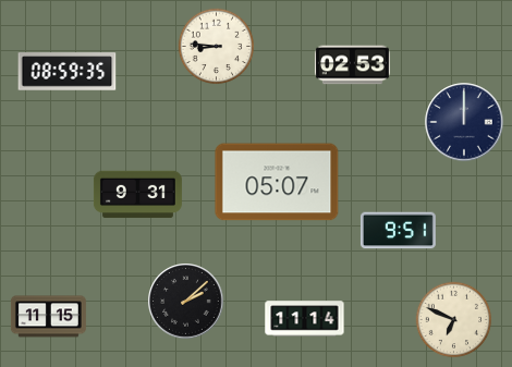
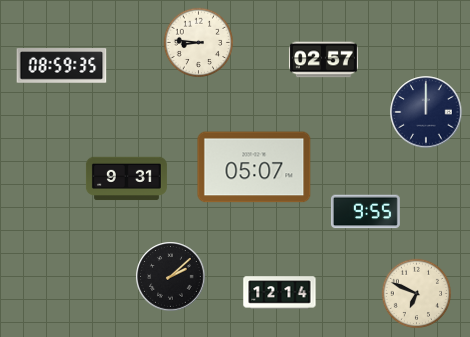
clock at (352, 65): 02:53 -> 02:57
clock at (398, 231): 9:51 -> 9:55
clock at (48, 317): 11:15 -> none
clock at (305, 319): 11:14 -> 12:14
